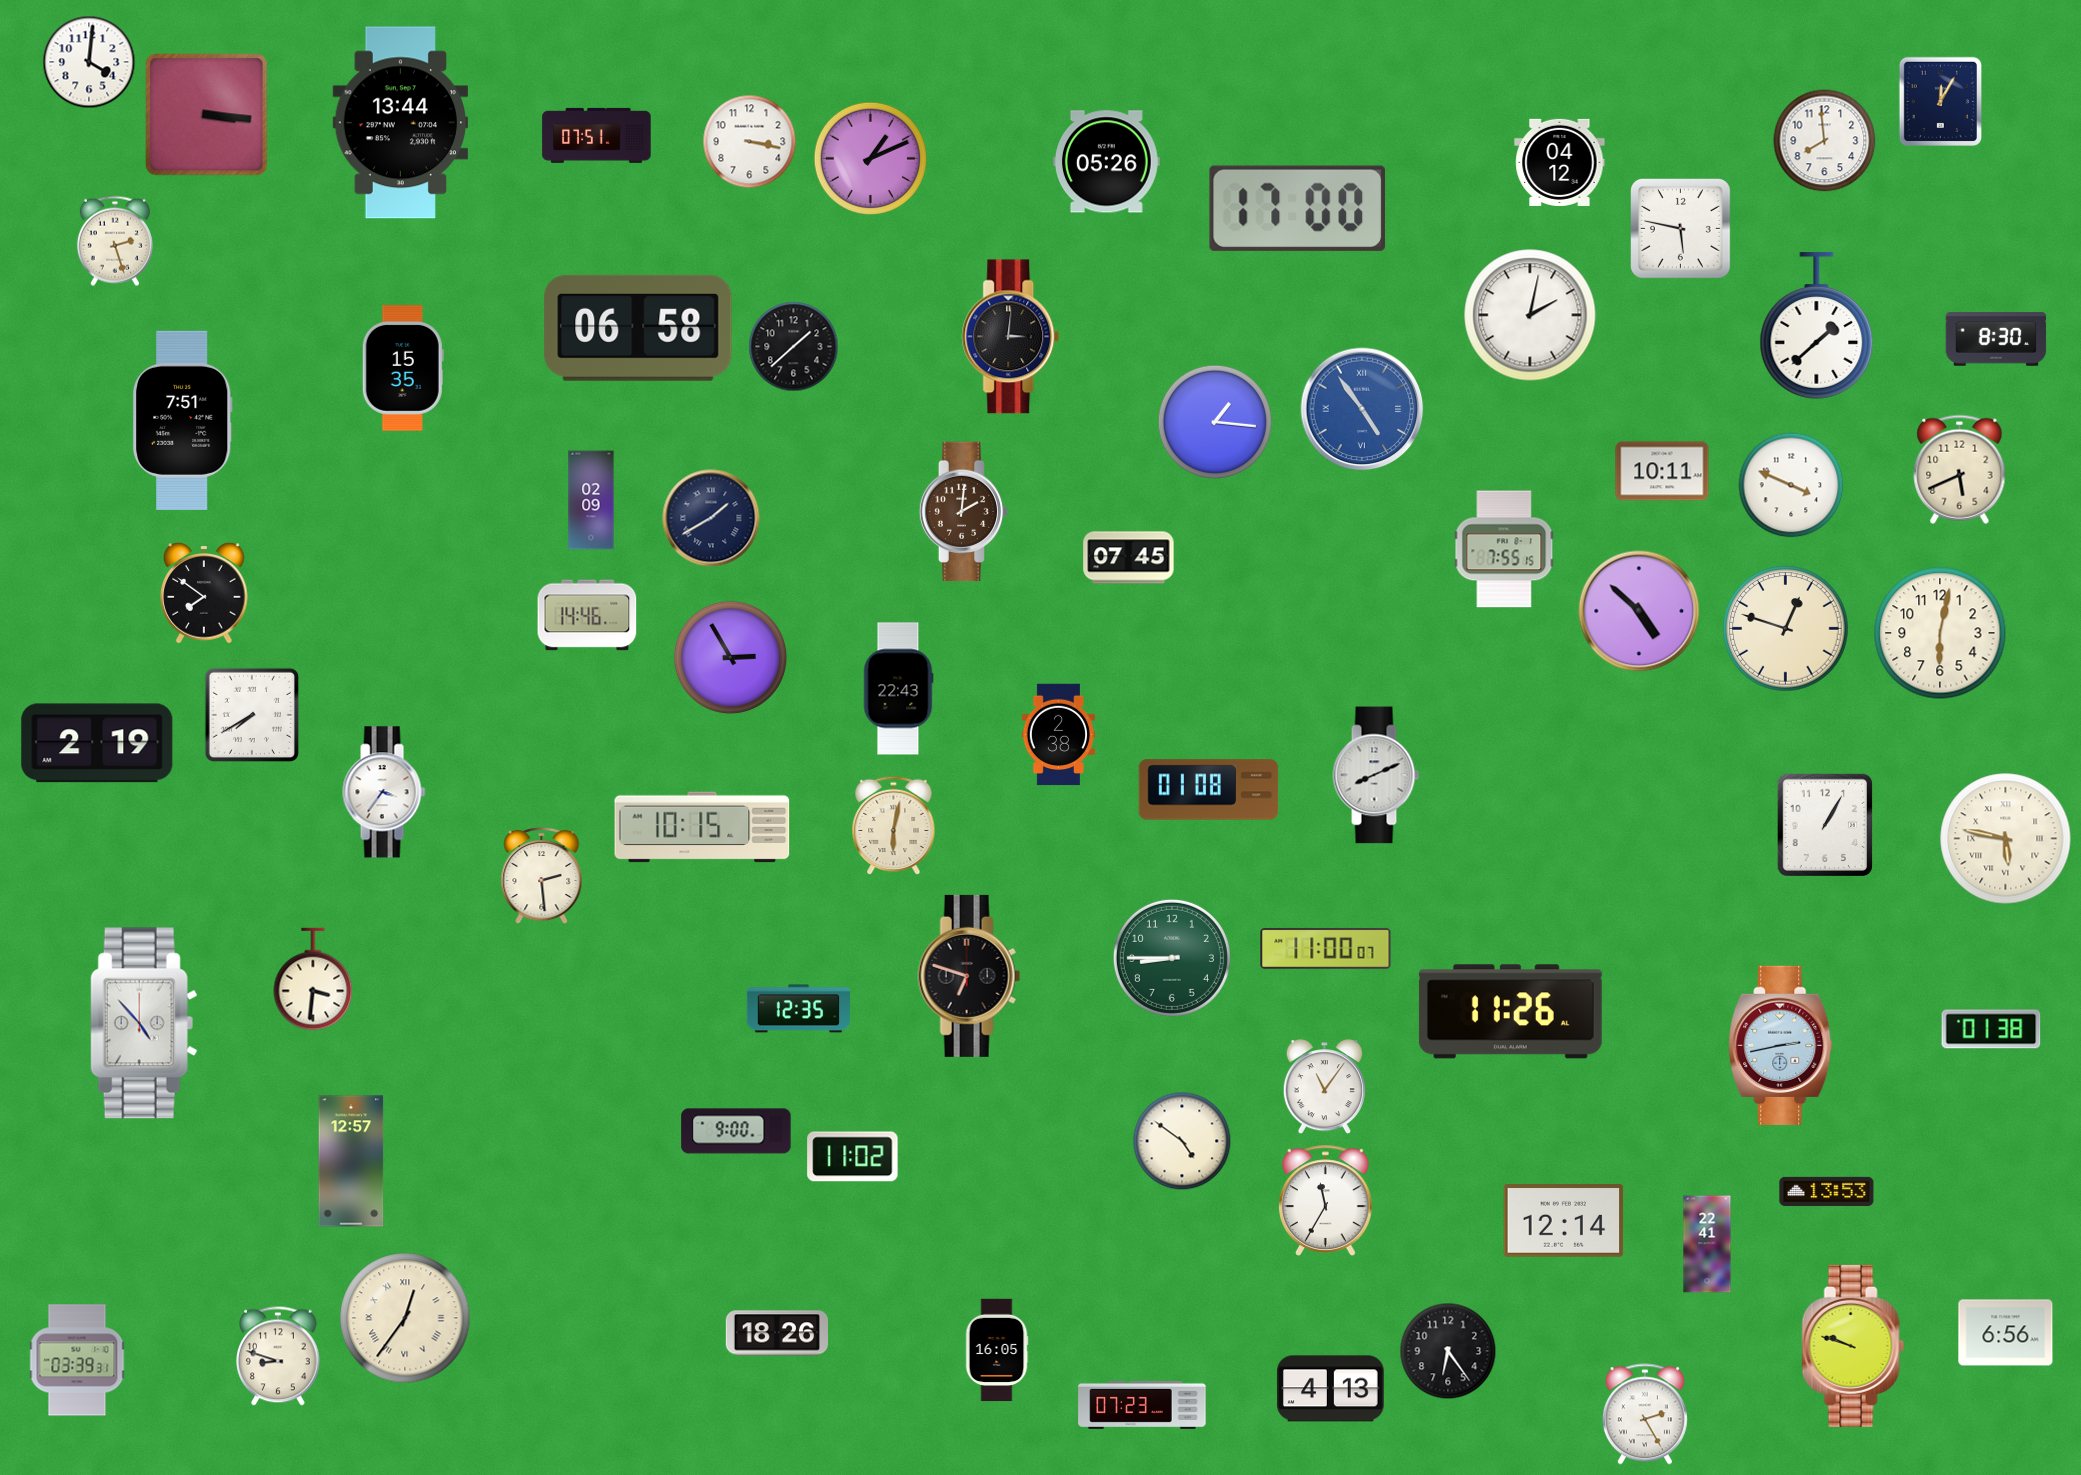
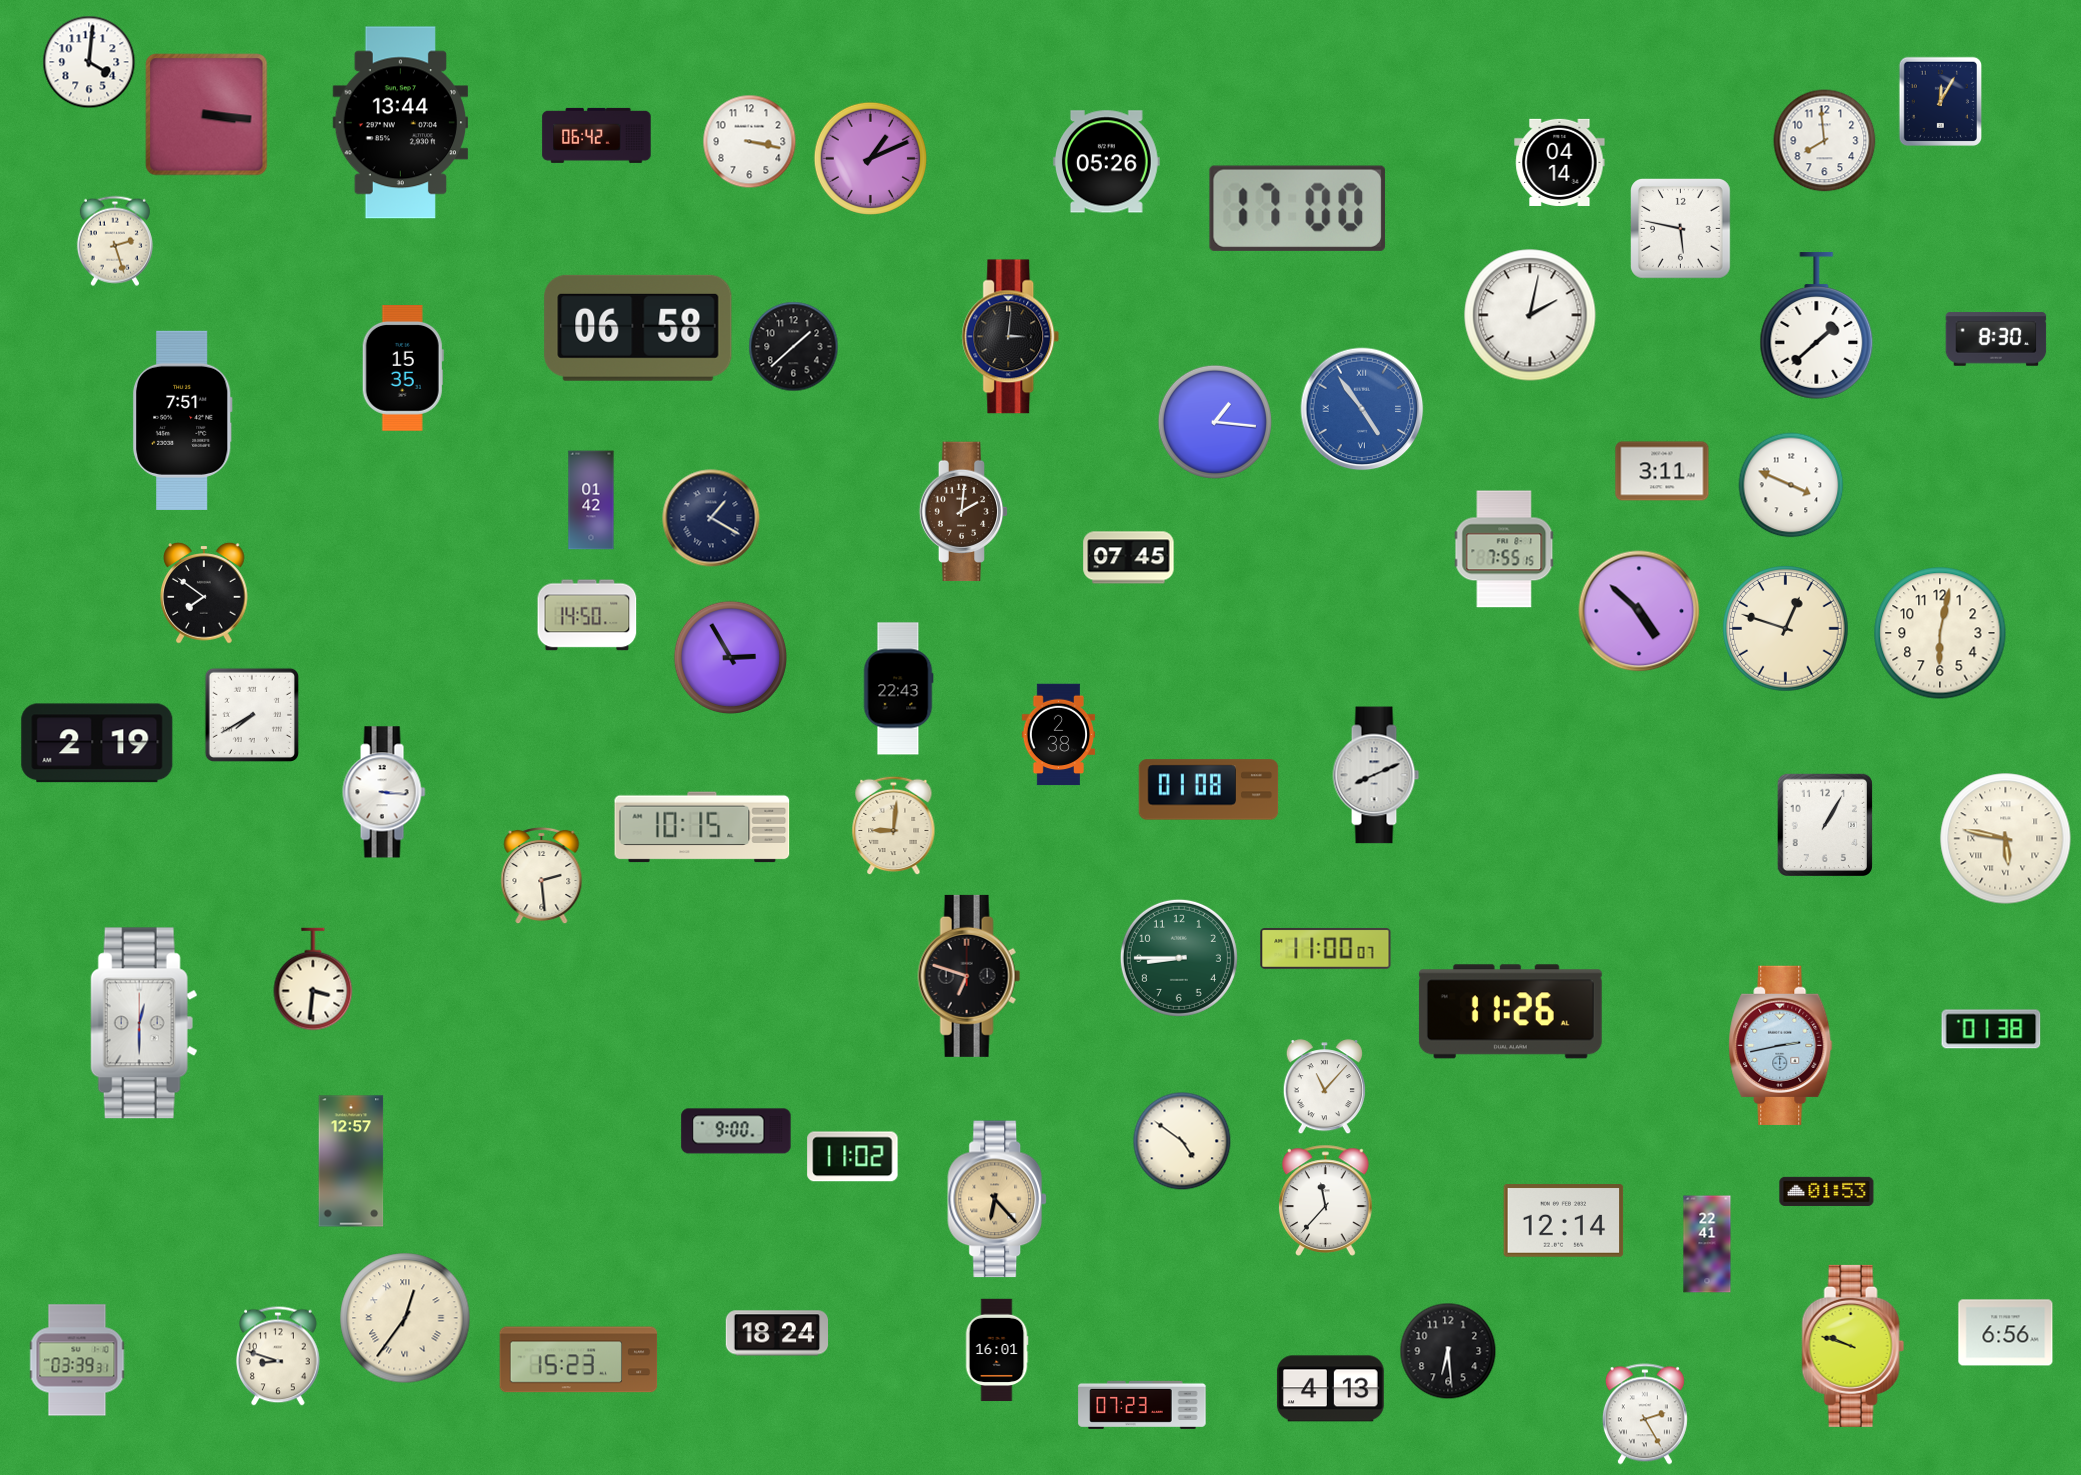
clock at (597, 135): 07:51 -> 06:42
clock at (1560, 162): 04:12 -> 04:14
clock at (1960, 469): 5:41 -> none
clock at (1662, 471): 10:11 -> 3:11
clock at (591, 500): 02:09 -> 01:42
clock at (711, 518): 1:40 -> 1:20
clock at (587, 615): 14:46 -> 14:50
clock at (384, 792): 3:36 -> 3:16
clock at (894, 826): 6:02 -> 9:01
clock at (1172, 958) position: (1172, 958) -> (1179, 958)
clock at (798, 1009): 12:35 -> none
clock at (144, 1023): 4:53 -> 12:30
clock at (1324, 1087): 11:06 -> 11:07
clock at (1827, 1191): 13:53 -> 01:53
clock at (998, 1199): none -> 6:23
clock at (1326, 1200): 11:35 -> 11:37
clock at (776, 1333): 18:26 -> 18:24
clock at (997, 1350): 16:05 -> 16:01
clock at (1448, 1351): 6:24 -> 6:29
clock at (579, 1360): none -> 15:23
